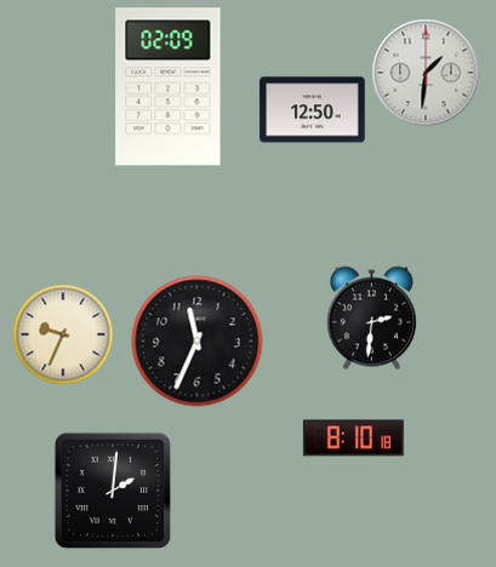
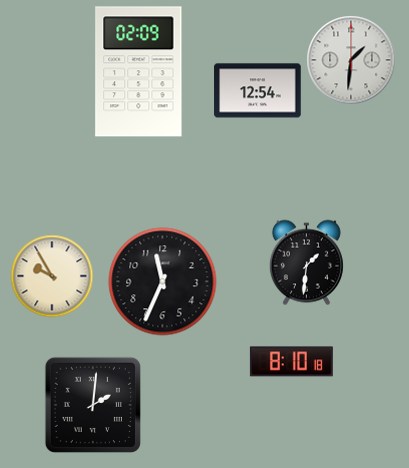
clock at (313, 110): 12:50 -> 12:54
clock at (371, 319): 2:31 -> 1:31
clock at (63, 334): 9:34 -> 9:55
